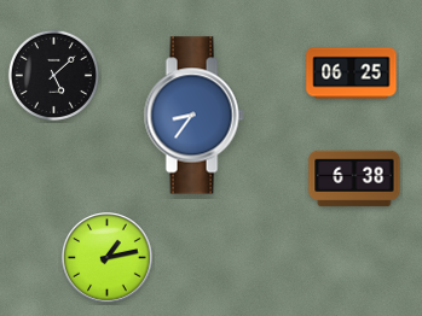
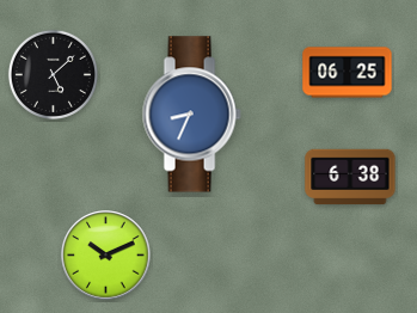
clock at (193, 116): 8:36 -> 8:34
clock at (108, 258): 1:13 -> 10:11
